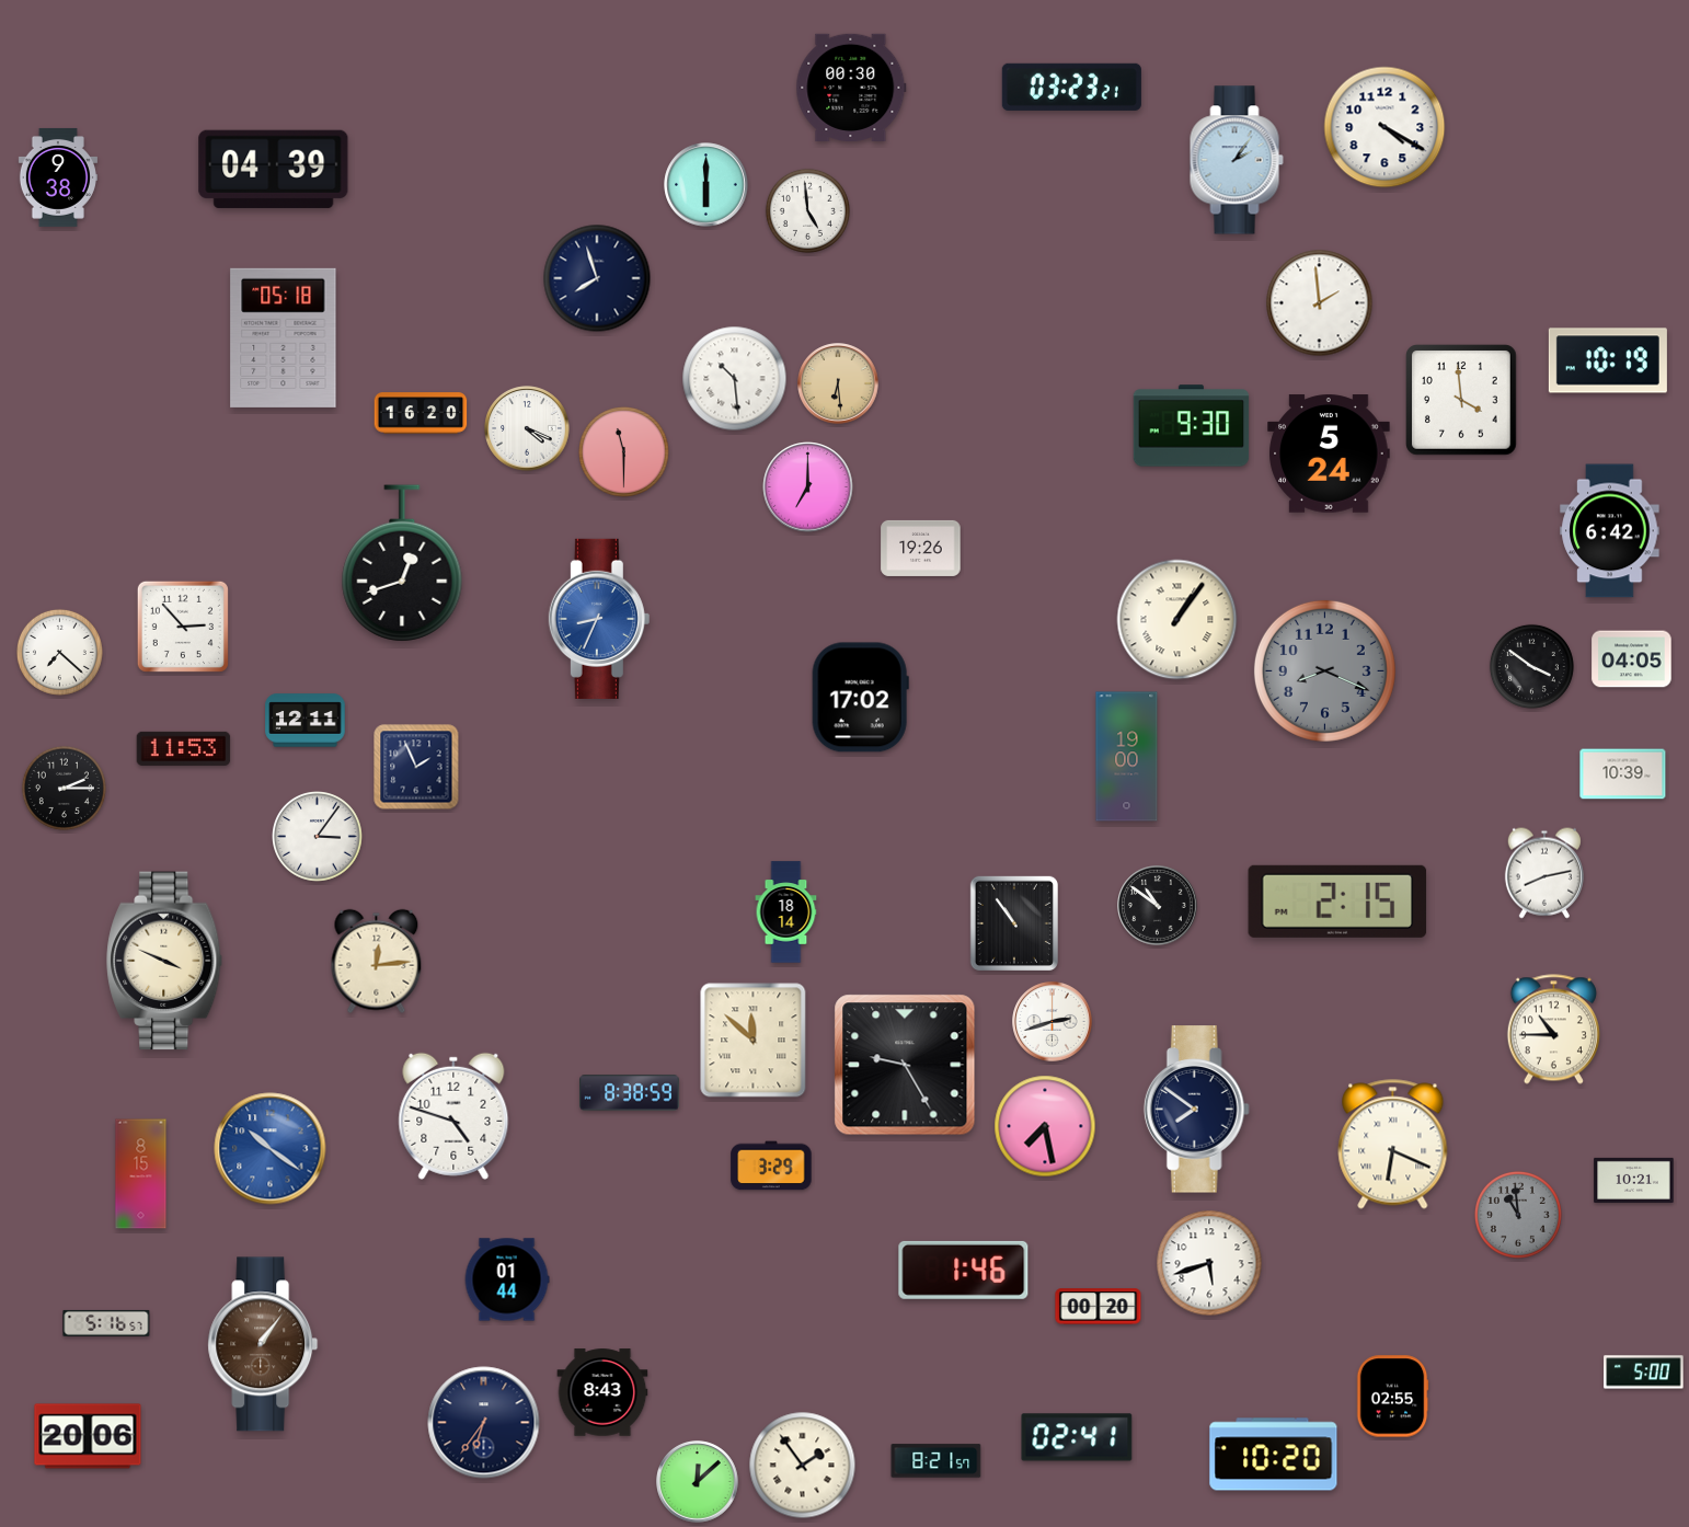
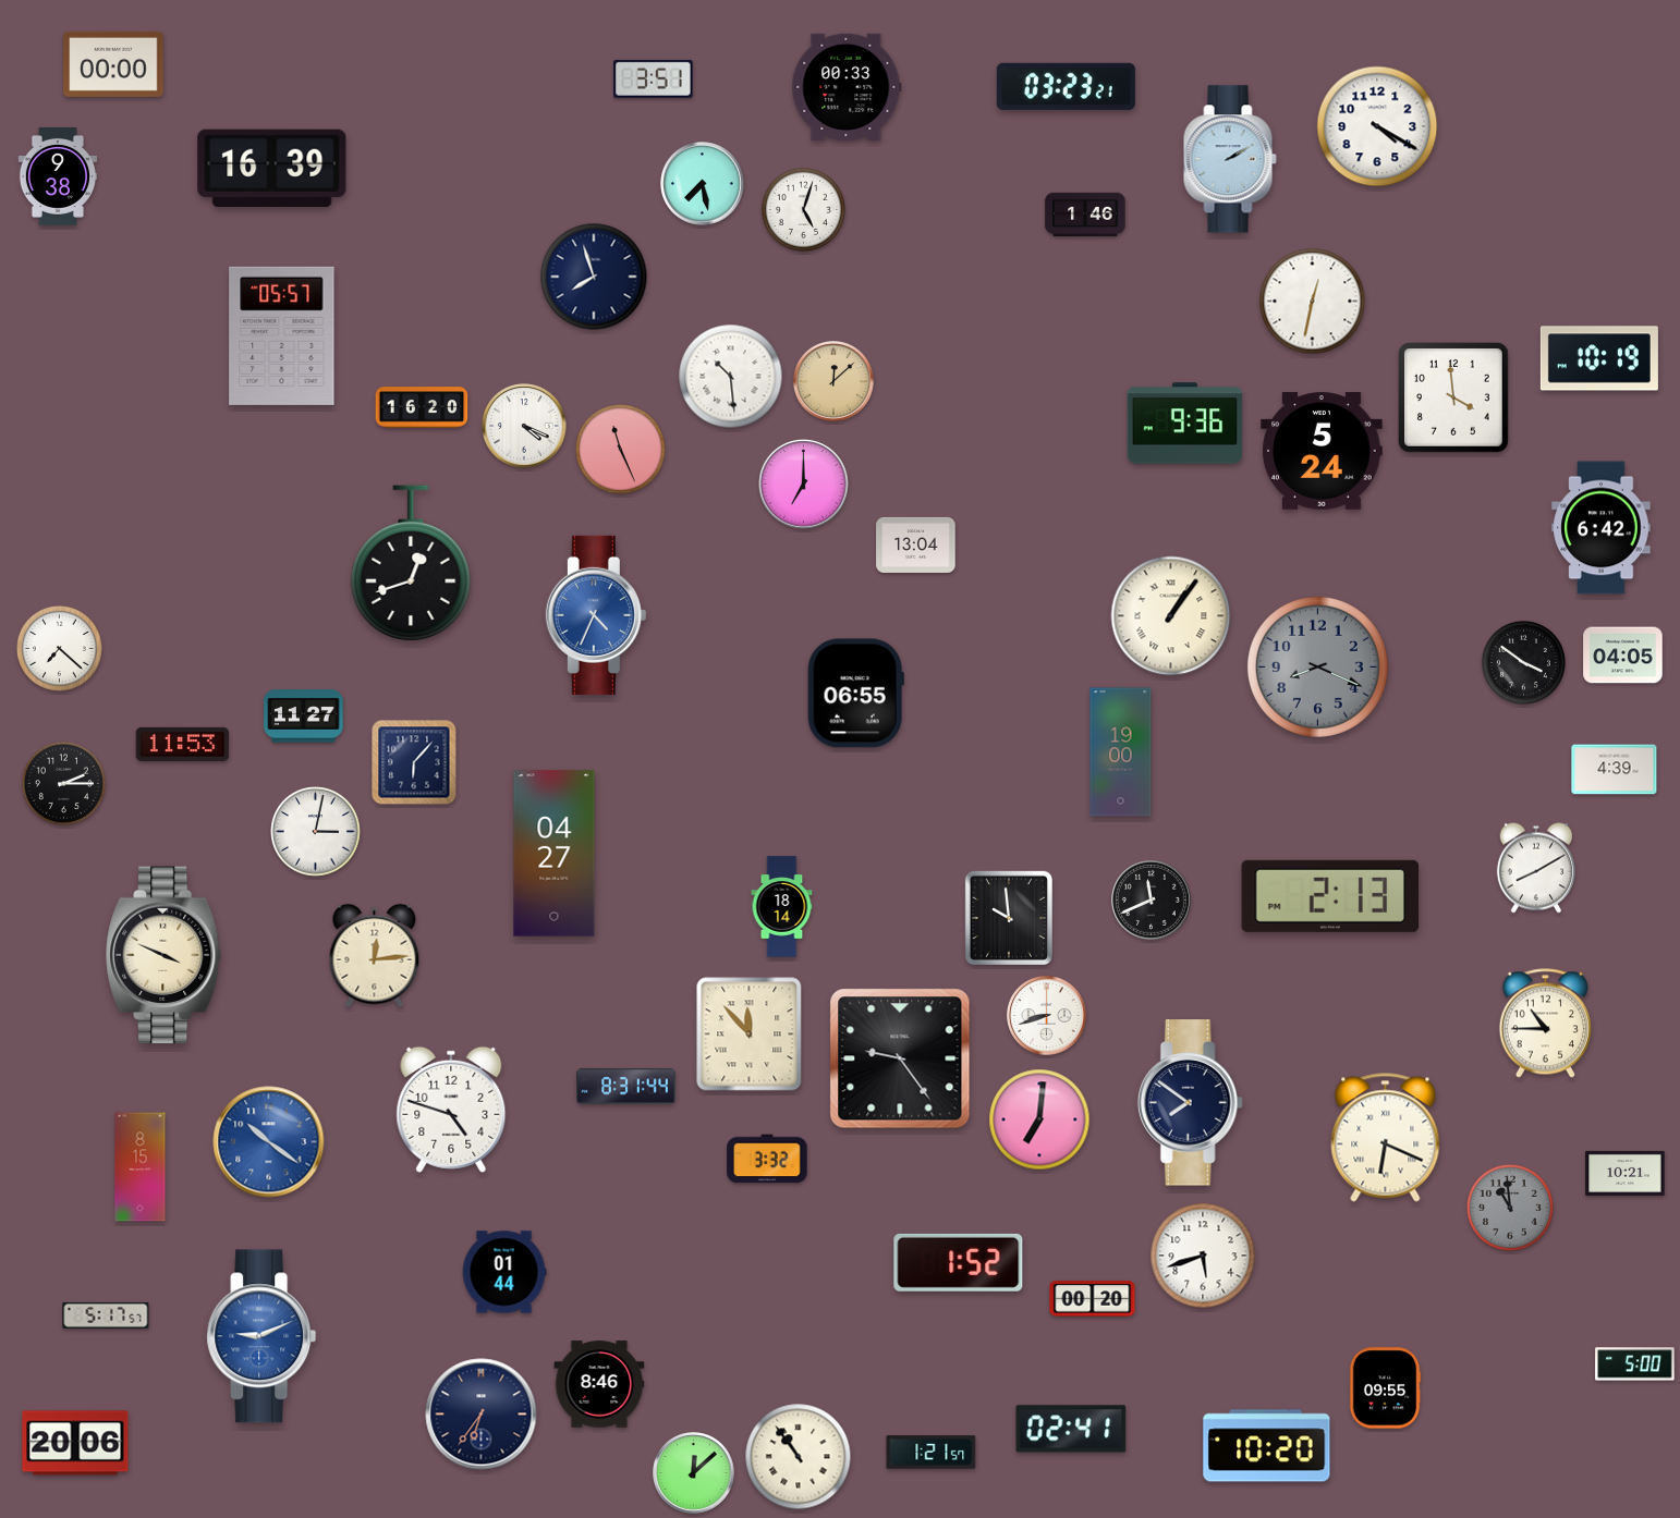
clock at (113, 64): none -> 00:00
clock at (654, 78): none -> 3:51
clock at (851, 87): 00:30 -> 00:33
clock at (1237, 160): 2:06 -> 2:10
clock at (274, 169): 04:39 -> 16:39
clock at (706, 185): 6:00 -> 7:28
clock at (807, 210): 4:59 -> 5:03
clock at (1085, 215): none -> 1:46
clock at (1320, 303): 1:59 -> 12:32
clock at (284, 337): 05:18 -> 05:57
clock at (838, 383): 6:29 -> 12:08
clock at (421, 413) position: (421, 413) -> (422, 407)
clock at (1192, 426): 9:30 -> 9:36
clock at (624, 452): 11:30 -> 11:26
clock at (921, 548): 19:26 -> 13:04
clock at (402, 563) position: (402, 563) -> (411, 563)
clock at (599, 619): 8:34 -> 4:34
clock at (183, 627): 2:53 -> none
clock at (860, 698): 17:02 -> 06:55
clock at (306, 721): 12:11 -> 11:27
clock at (416, 767): 1:56 -> 6:07
clock at (1623, 774): 10:39 -> 4:39
clock at (318, 837): 3:06 -> 3:02
clock at (555, 854): none -> 04:27
clock at (1544, 873): 8:13 -> 8:10
clock at (1337, 902): 2:15 -> 2:13
clock at (1158, 906): 10:51 -> 11:41
clock at (1014, 922): 10:54 -> 9:59
clock at (1053, 1022): 2:42 -> 8:42
clock at (754, 1041): 11:52 -> 11:53
clock at (905, 1065): 9:25 -> 9:24
clock at (630, 1093): 8:38 -> 8:31
clock at (1045, 1126): 7:28 -> 7:01
clock at (771, 1166): 3:29 -> 3:32
clock at (964, 1270): 1:46 -> 1:52
clock at (106, 1323): 5:16 -> 5:17
clock at (263, 1344): 1:06 -> 9:11
clock at (263, 1344) dial: brown -> blue
clock at (602, 1392): 8:43 -> 8:46
clock at (1392, 1397): 02:55 -> 09:55
clock at (88, 1436) position: (88, 1436) -> (75, 1443)
clock at (937, 1461): 8:21 -> 1:21
clock at (803, 1466): 1:54 -> 10:54
